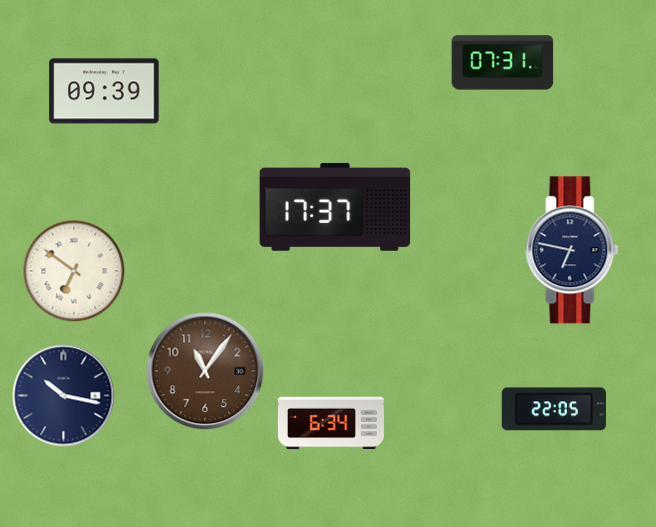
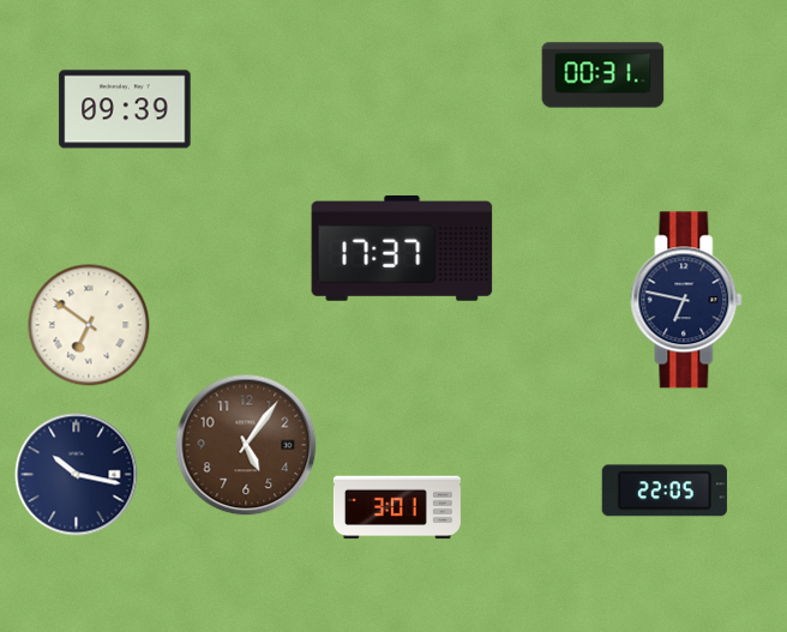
clock at (503, 63): 07:31 -> 00:31
clock at (205, 371): 11:06 -> 5:06
clock at (331, 423): 6:34 -> 3:01
